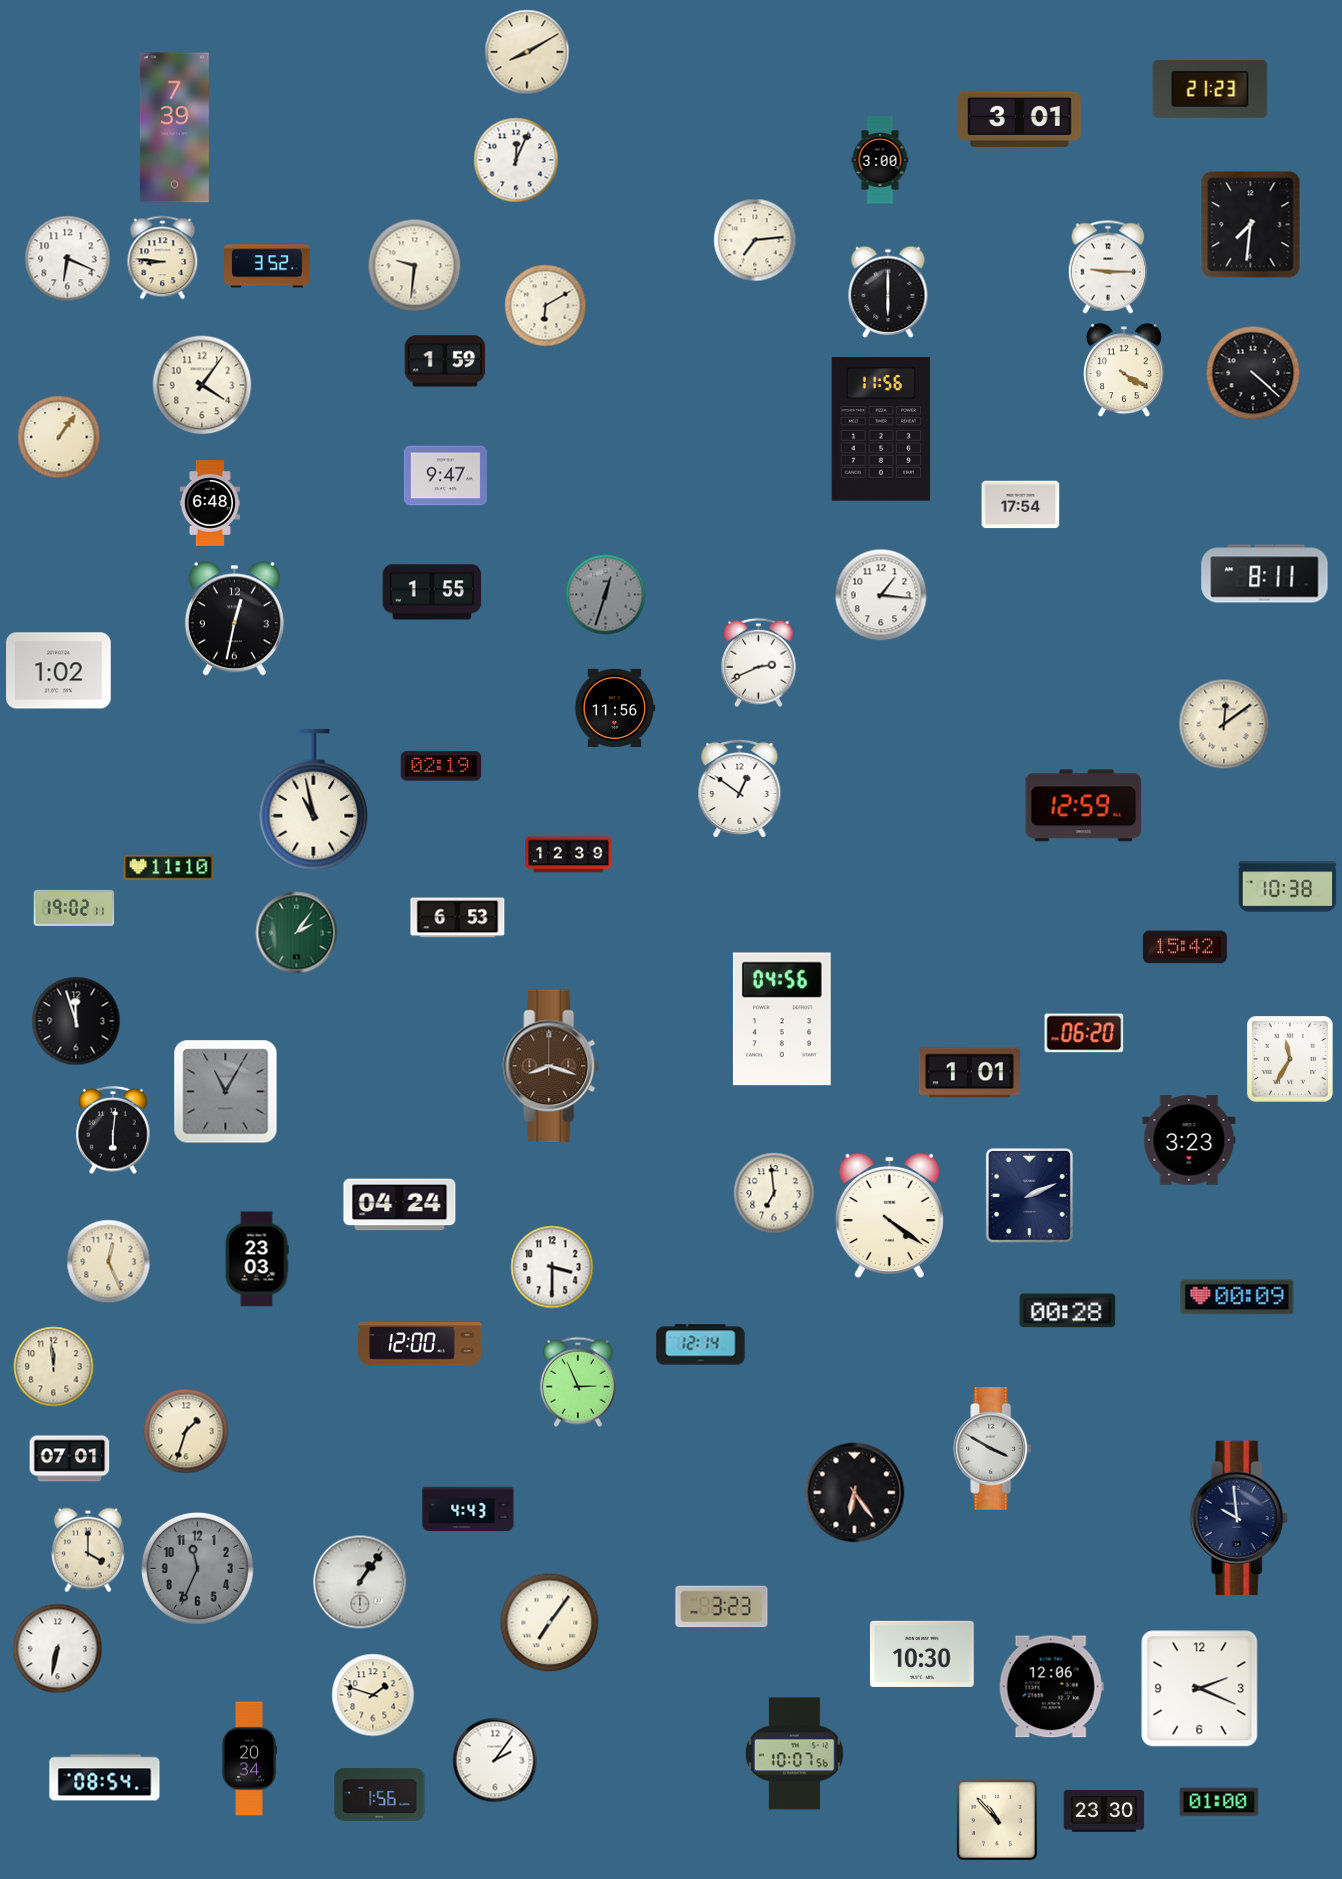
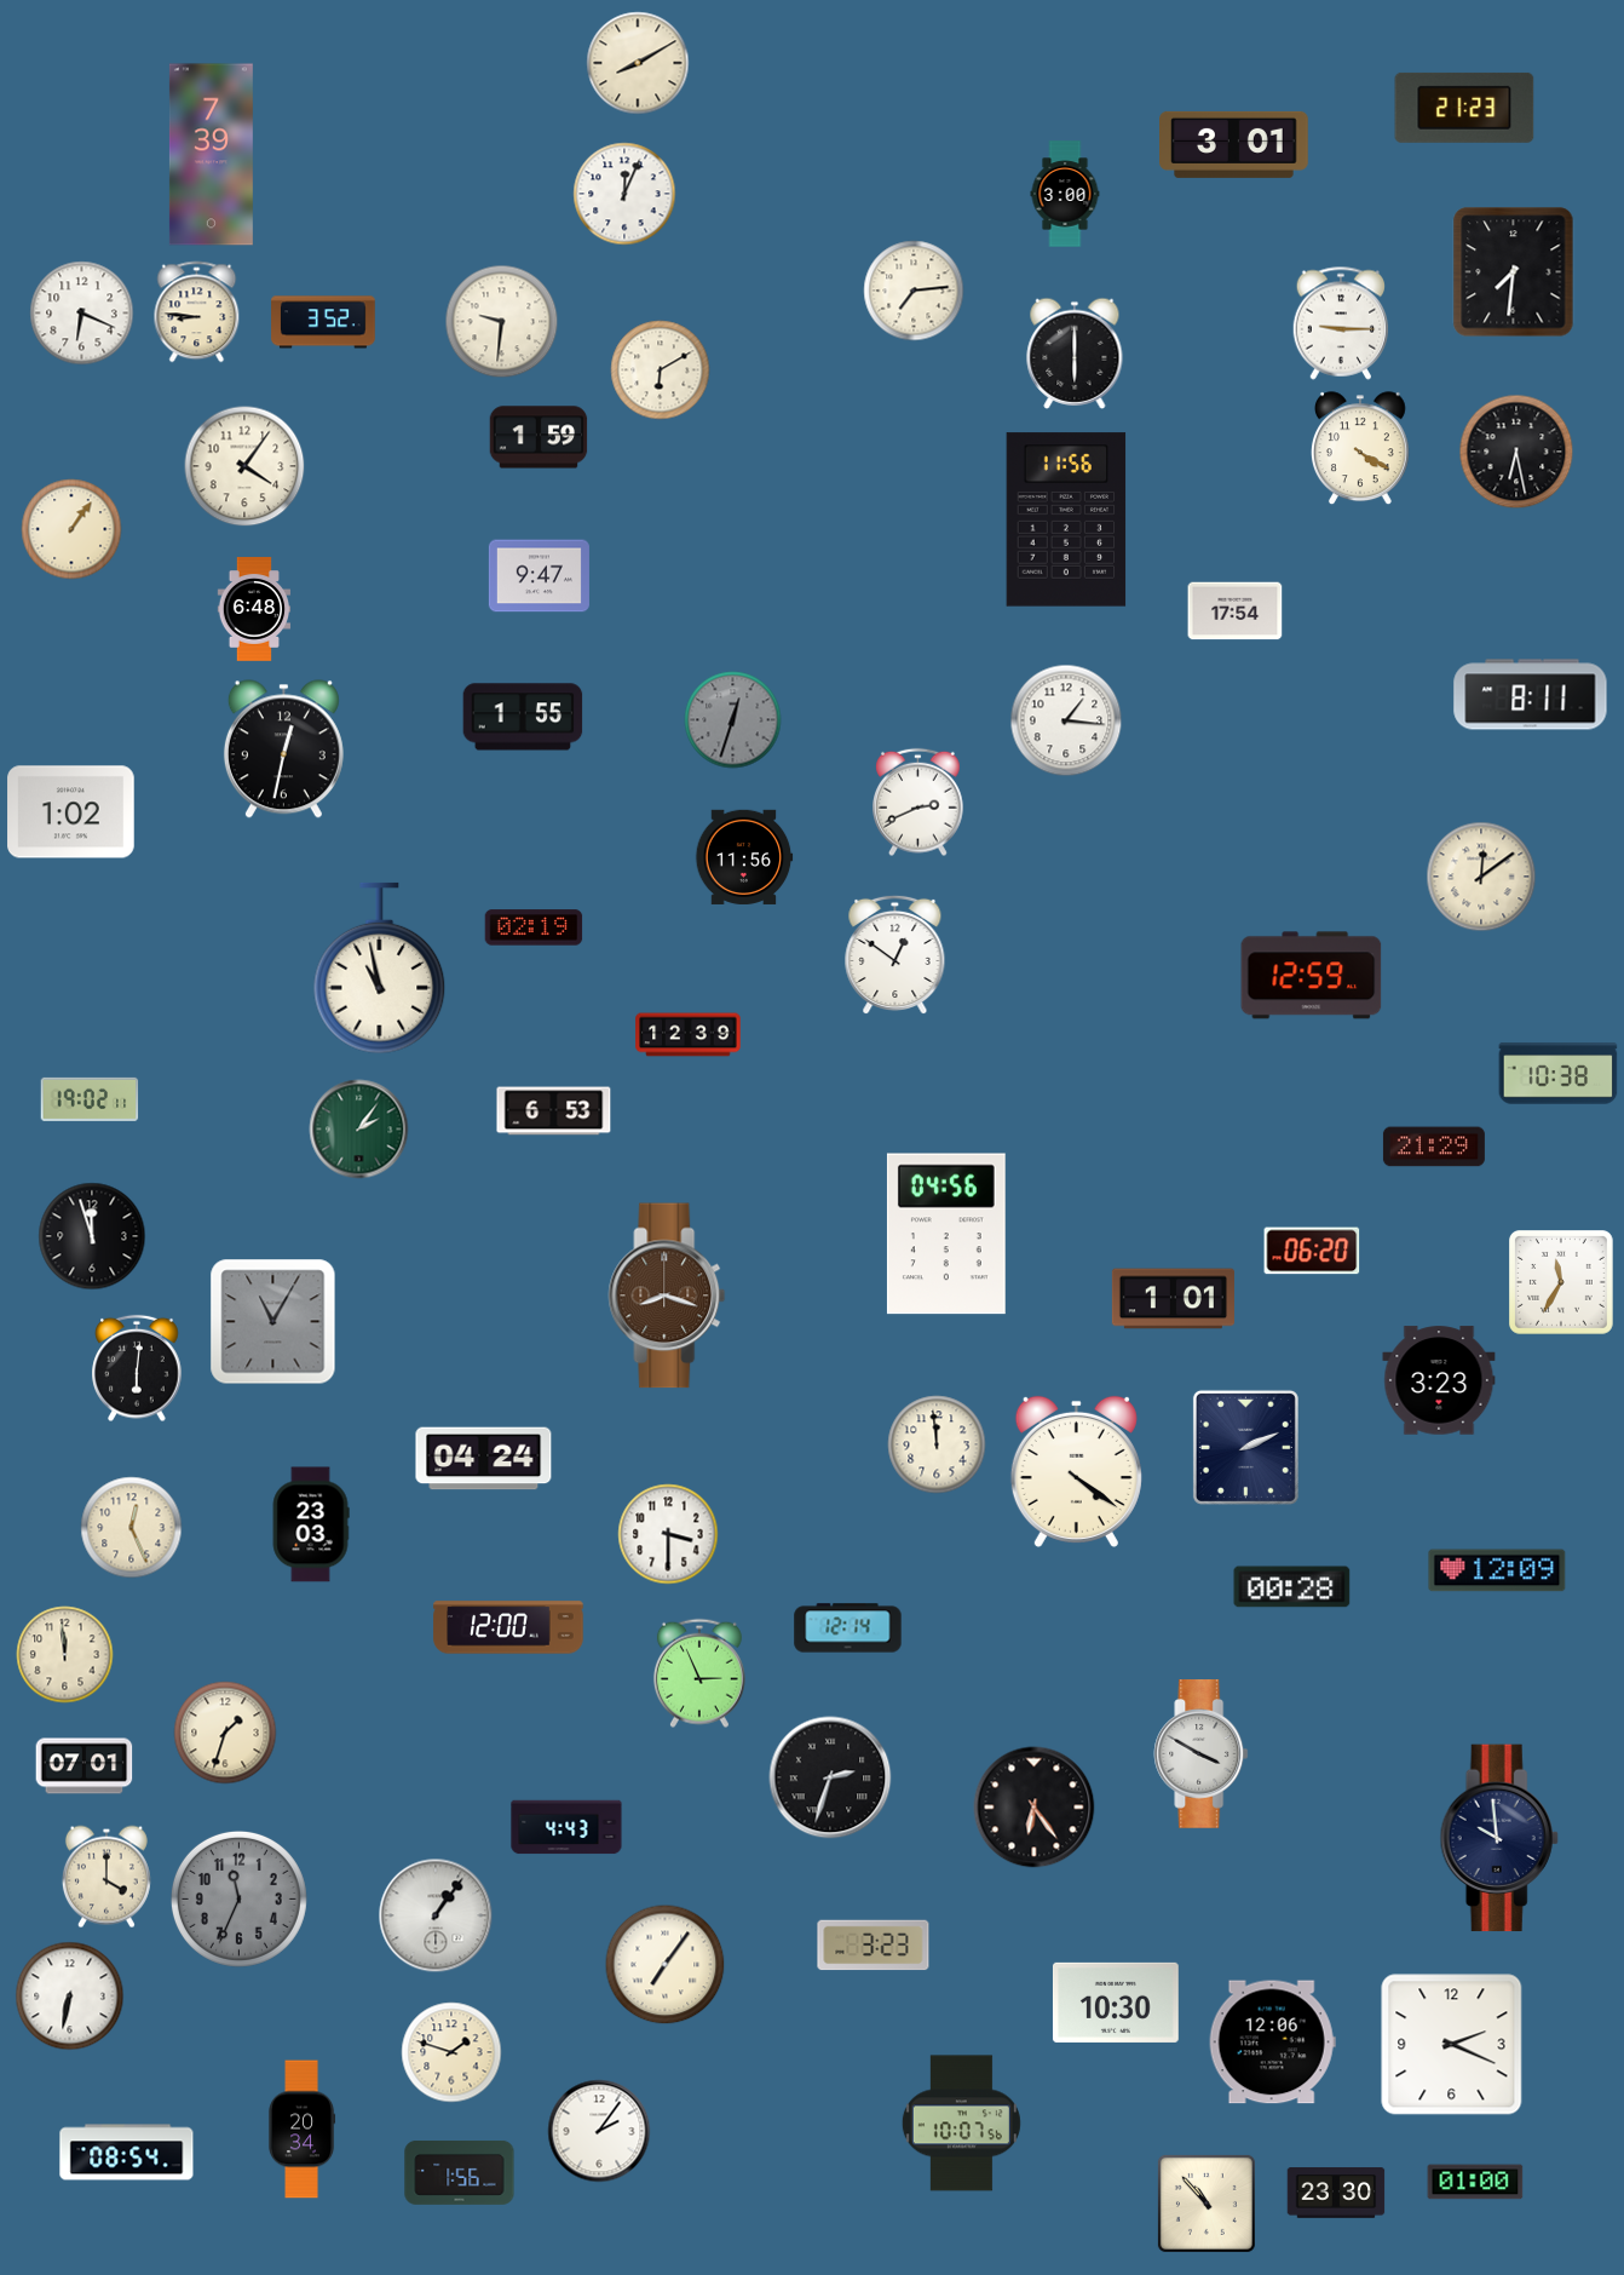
clock at (1253, 373): 4:22 -> 6:28
clock at (169, 868): 11:10 -> none
clock at (1185, 947): 15:42 -> 21:29
clock at (551, 1066) position: (551, 1066) -> (667, 1296)
clock at (774, 1193): 6:59 -> 11:59
clock at (1237, 1297): 00:09 -> 12:09
clock at (830, 1777): none -> 2:33
